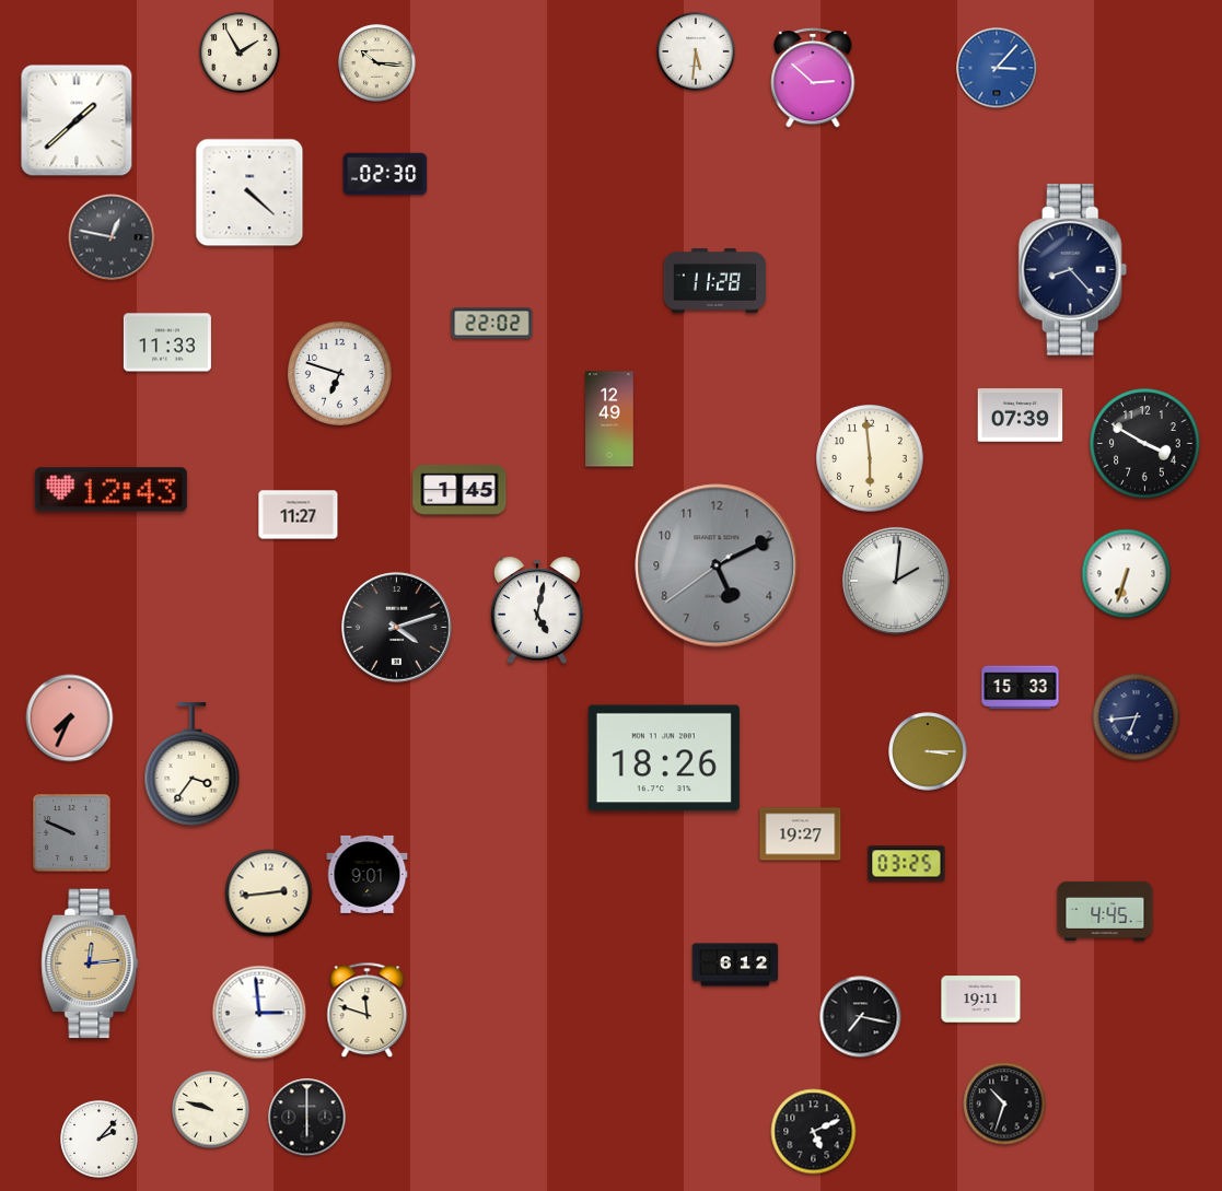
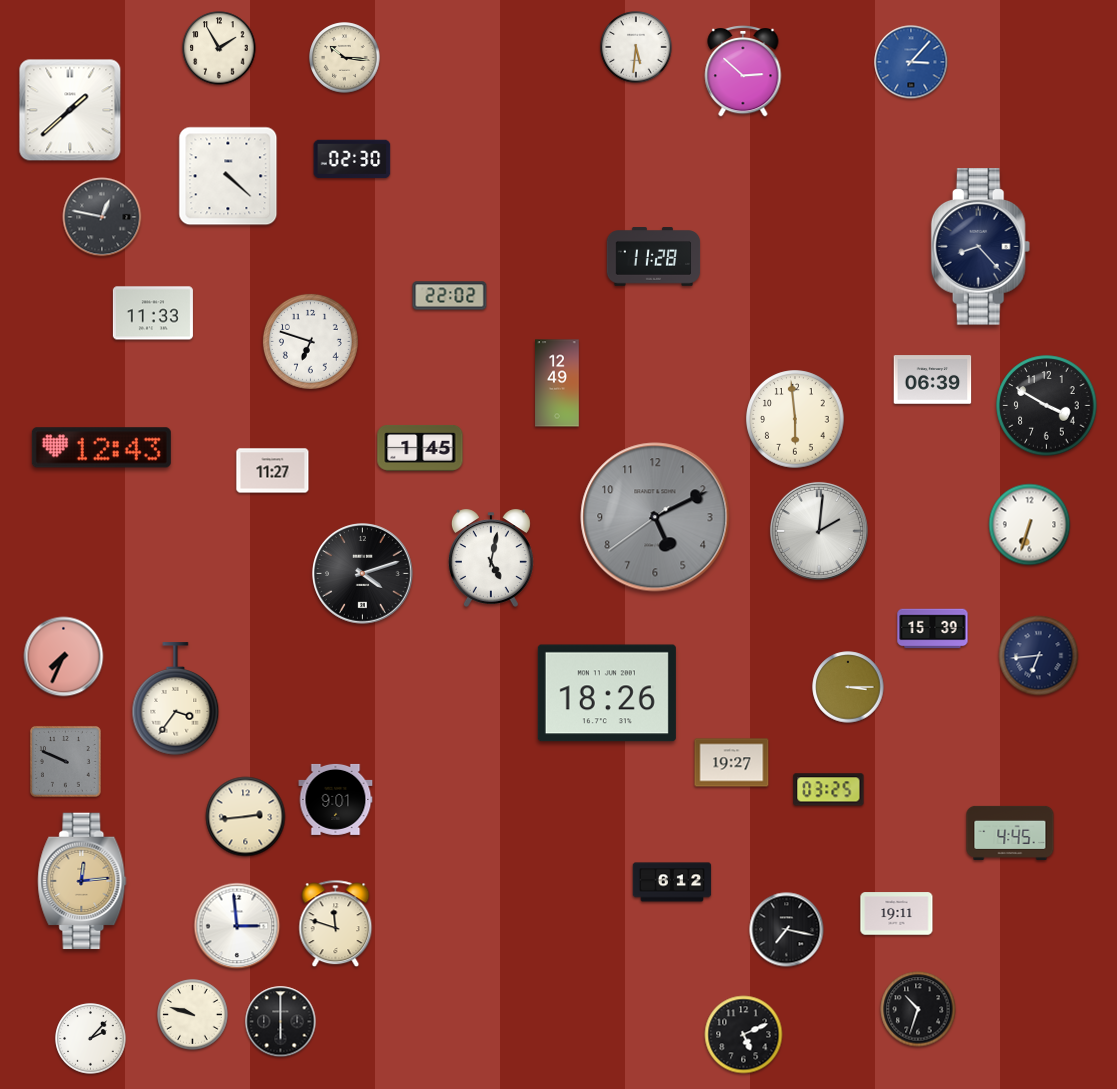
clock at (1021, 416): 07:39 -> 06:39
clock at (1021, 688): 15:33 -> 15:39
clock at (100, 1140) position: (100, 1140) -> (91, 1039)
